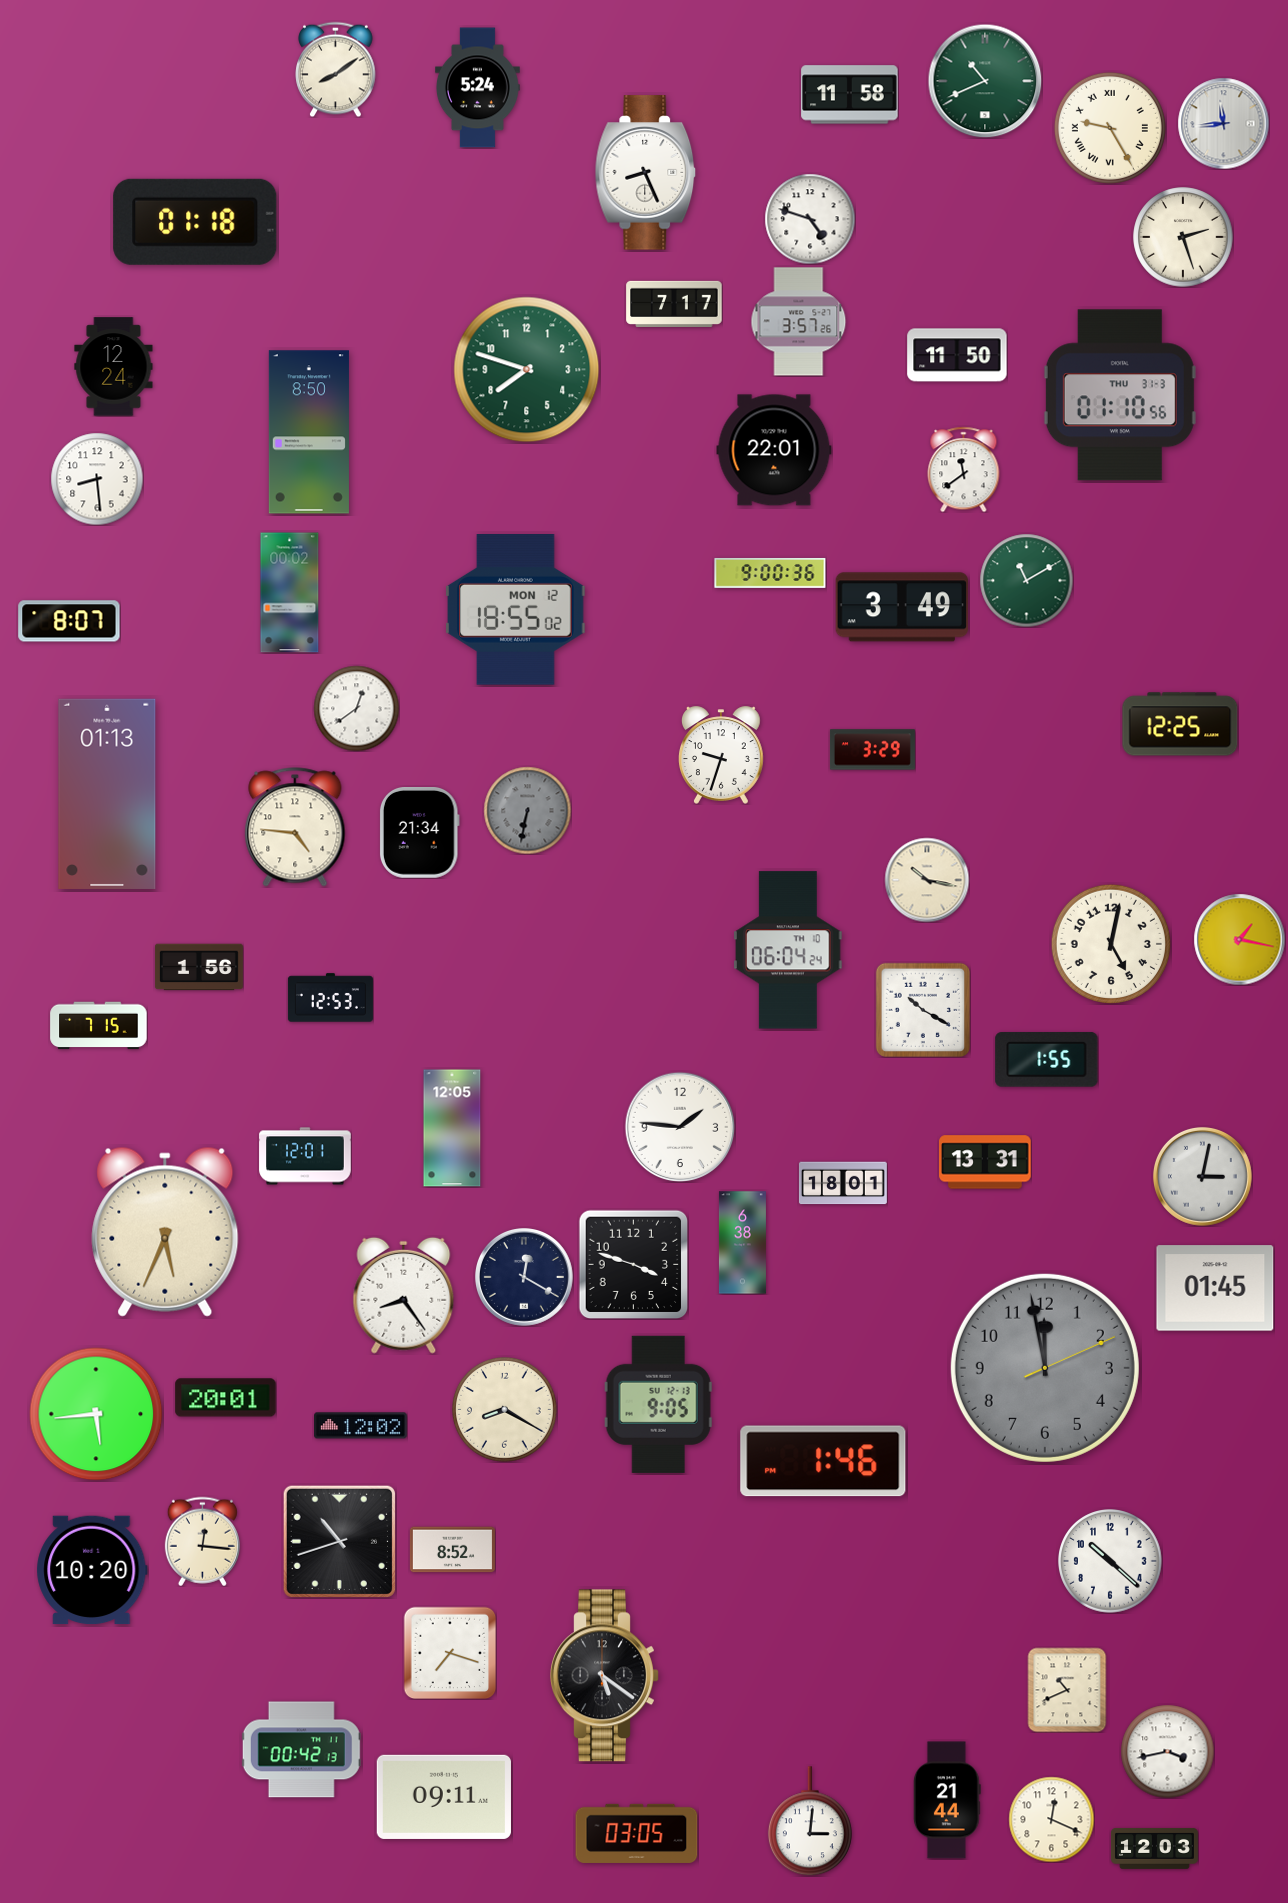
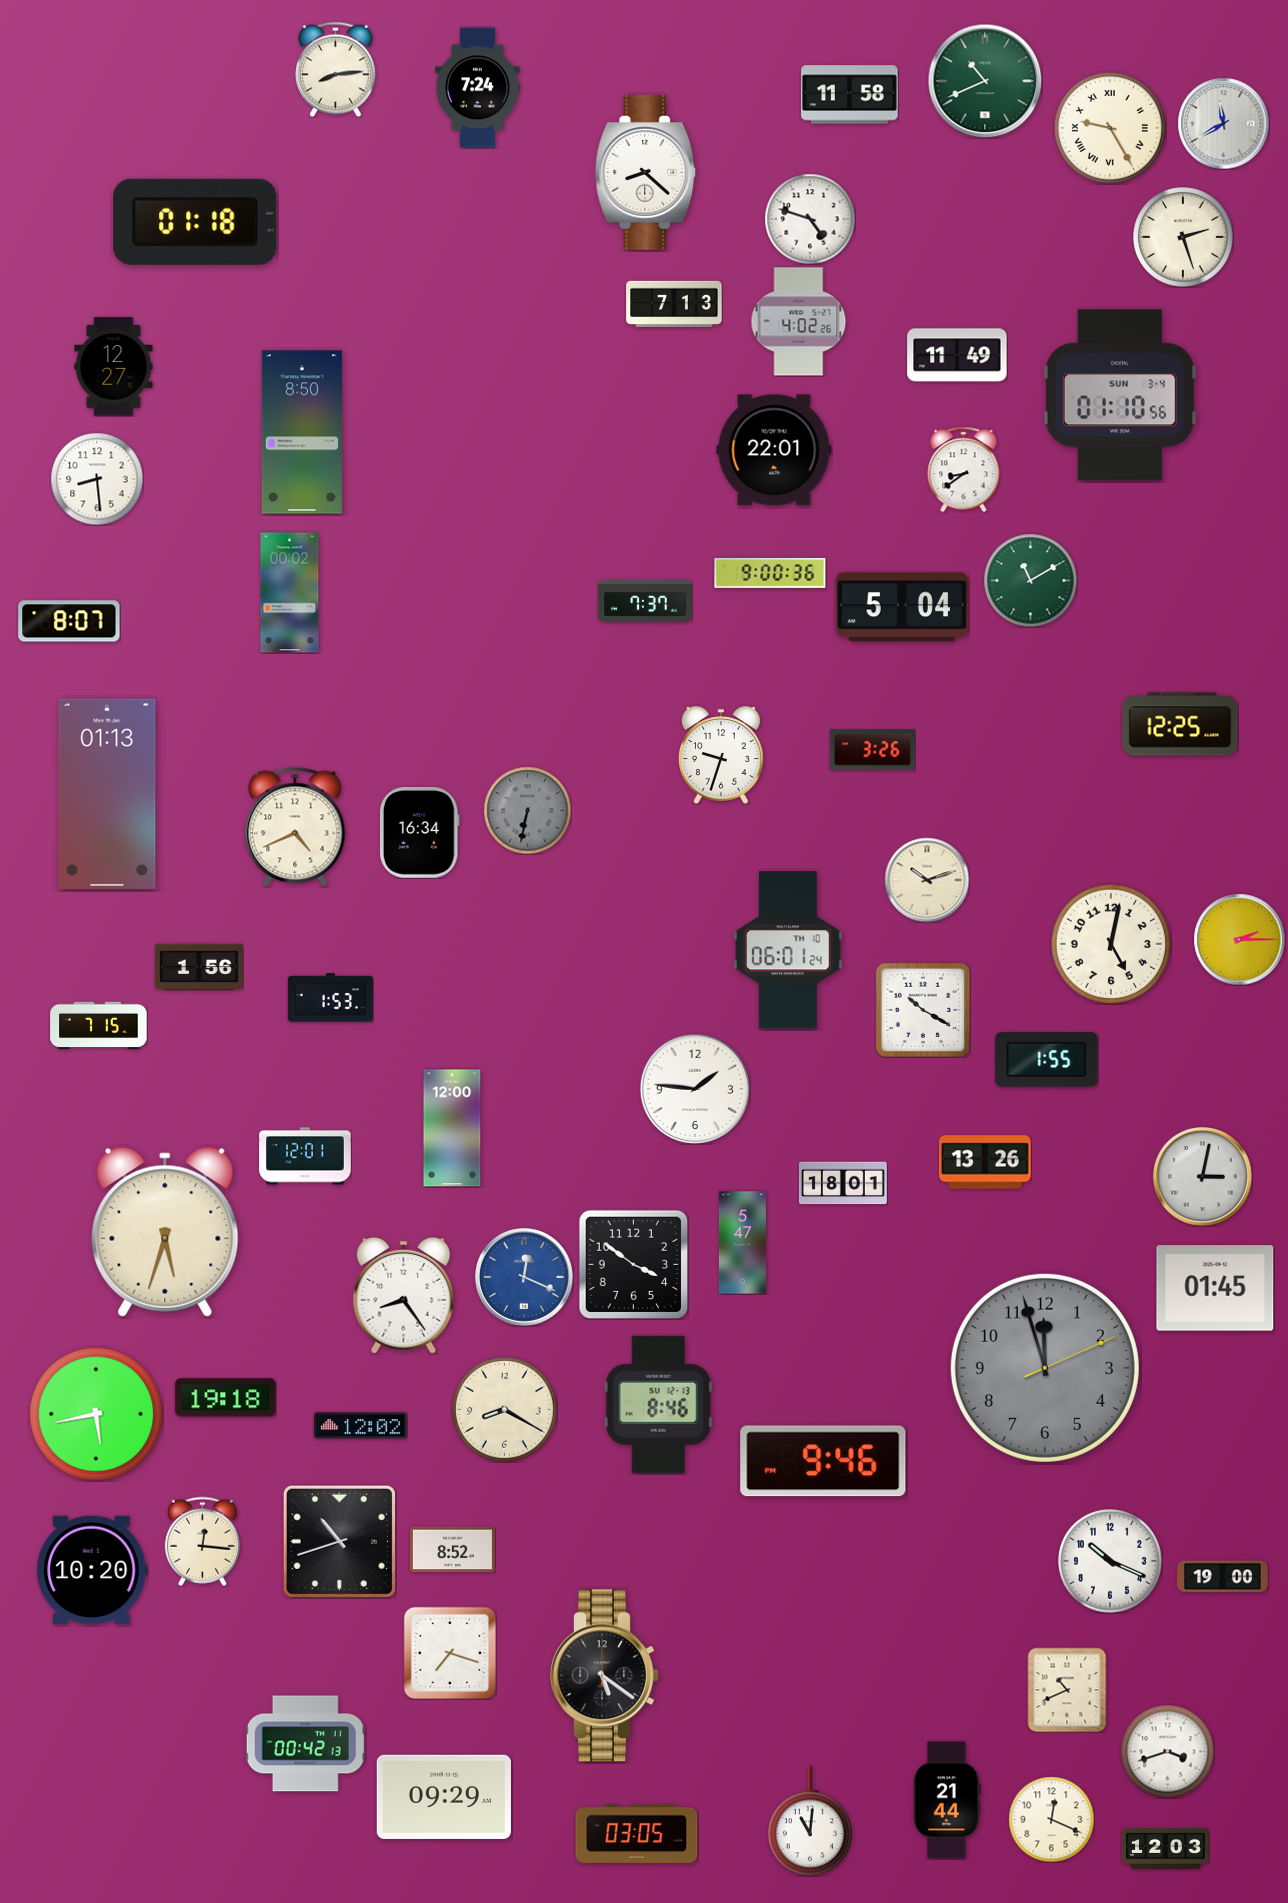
clock at (336, 69): 8:09 -> 8:14
clock at (478, 88): 5:24 -> 7:24
clock at (1223, 123): 11:44 -> 11:40
clock at (646, 173): 8:26 -> 8:22
clock at (674, 303): 7:17 -> 7:13
clock at (799, 322): 3:57 -> 4:02
clock at (957, 355): 11:50 -> 11:49
clock at (114, 367): 12:24 -> 12:27
clock at (527, 370): 7:48 -> none
clock at (1120, 395) date: THU 31-3 -> SUN 3-4
clock at (309, 432) position: (309, 432) -> (302, 432)
clock at (964, 469): 11:39 -> 8:39
clock at (1026, 580) position: (1026, 580) -> (1030, 580)
clock at (645, 601): none -> 7:37
clock at (902, 607): 3:49 -> 5:04
clock at (516, 610): 18:55 -> none
clock at (356, 708): 12:39 -> none
clock at (872, 750): 3:29 -> 3:26
clock at (295, 827): 4:46 -> 4:41
clock at (419, 833): 21:34 -> 16:34
clock at (927, 880): 10:17 -> 10:12
clock at (1239, 939): 1:17 -> 2:15
clock at (788, 950): 06:04 -> 06:01
clock at (330, 998): 12:53 -> 1:53
clock at (680, 1127) position: (680, 1127) -> (695, 1089)
clock at (452, 1128): 12:05 -> 12:00
clock at (985, 1162): 13:31 -> 13:26
clock at (165, 1232): 5:34 -> 5:33
clock at (742, 1243): 6:38 -> 5:47
clock at (633, 1264): 3:48 -> 3:51
clock at (525, 1278): 12:20 -> 12:19
clock at (525, 1278) dial: navy -> blue
clock at (1045, 1368): 11:58 -> 11:57
clock at (226, 1398): 20:01 -> 19:18
clock at (658, 1404): 9:05 -> 8:46
clock at (96, 1414): 5:44 -> 5:43
clock at (823, 1461): 1:46 -> 9:46
clock at (1111, 1562): 10:22 -> 10:19
clock at (1223, 1577): none -> 19:00
clock at (301, 1750) position: (301, 1750) -> (305, 1744)
clock at (1167, 1751): 3:43 -> 3:42
clock at (444, 1797): 09:11 -> 09:29
clock at (810, 1821): 3:01 -> 11:01
clock at (1154, 1849) position: (1154, 1849) -> (1165, 1849)
